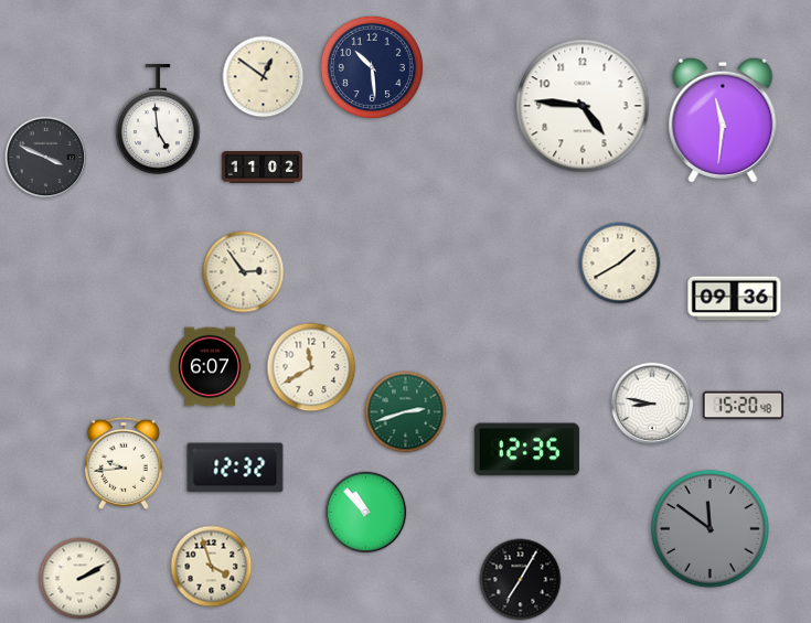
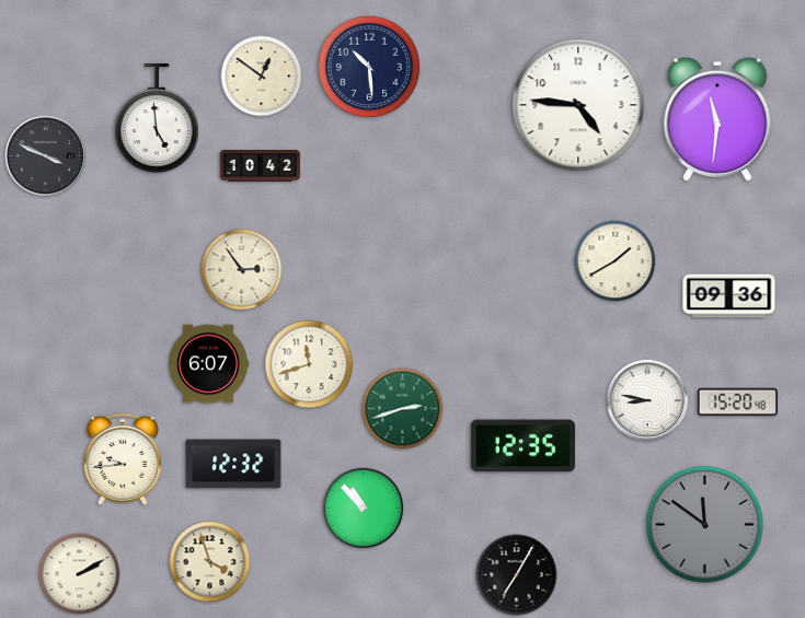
clock at (263, 168): 11:02 -> 10:42
clock at (311, 367): 11:40 -> 11:42
